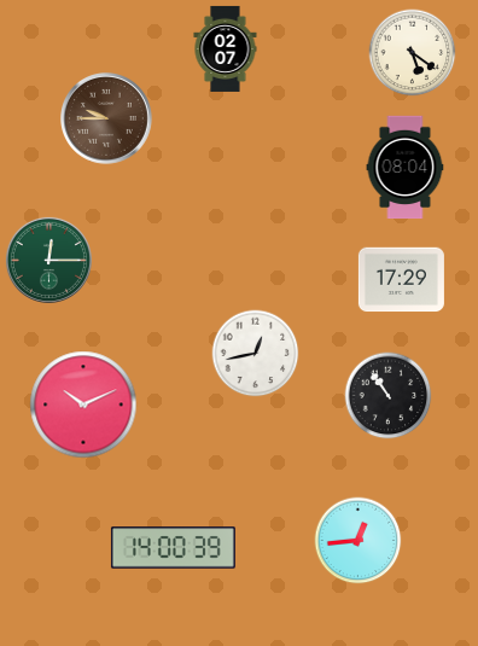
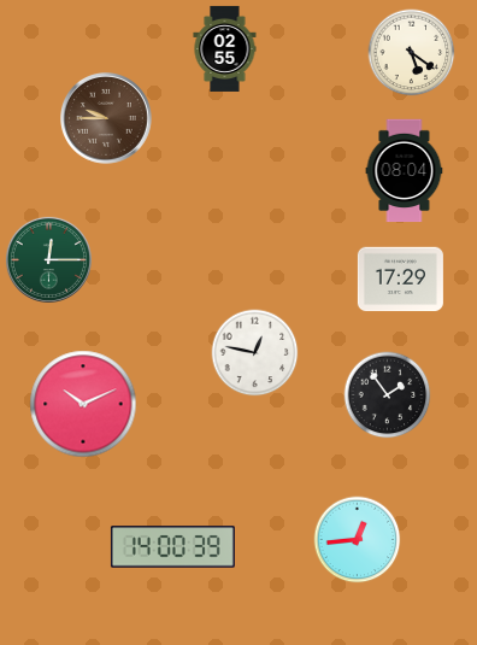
clock at (226, 48): 02:07 -> 02:55
clock at (406, 168) position: (406, 168) -> (405, 171)
clock at (256, 354): 12:43 -> 12:47
clock at (389, 396): 10:54 -> 1:54
